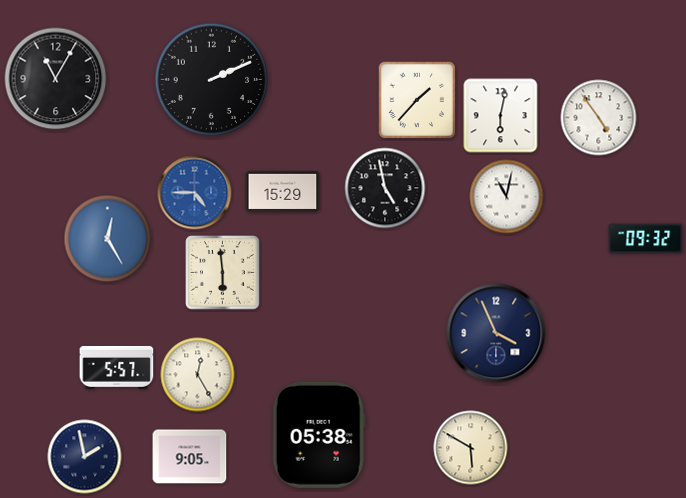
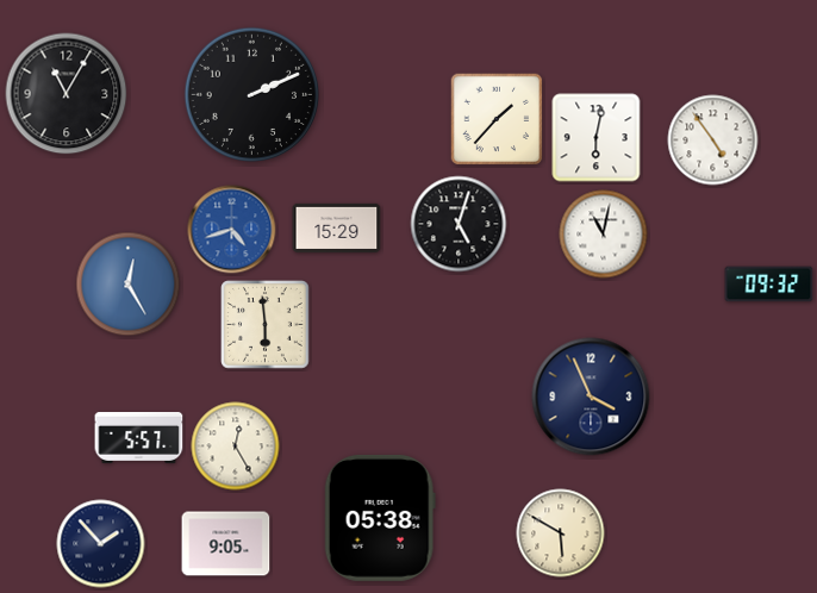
clock at (385, 188): 4:58 -> 5:03
clock at (195, 193): 4:45 -> 4:42
clock at (85, 457): 1:58 -> 1:53
